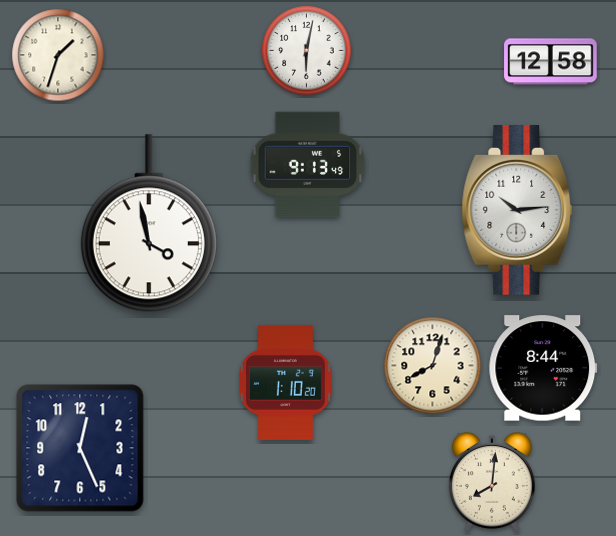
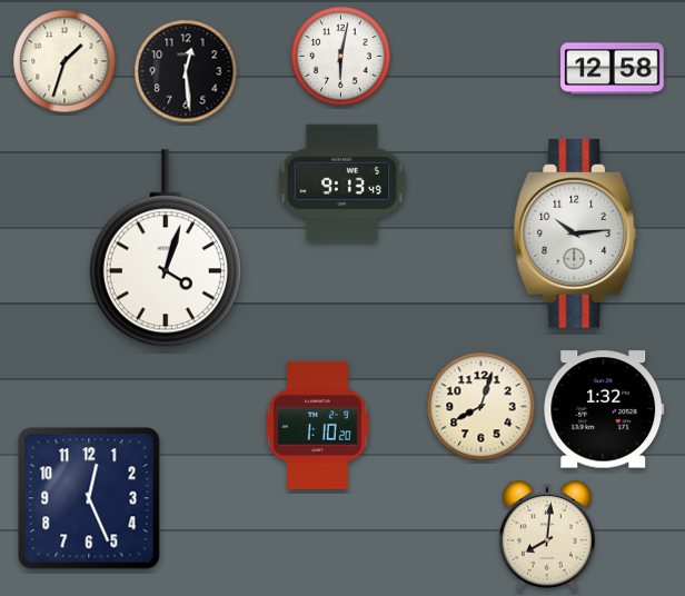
clock at (186, 71): none -> 12:29
clock at (149, 223): 3:58 -> 4:03
clock at (543, 368): 8:44 -> 1:32
